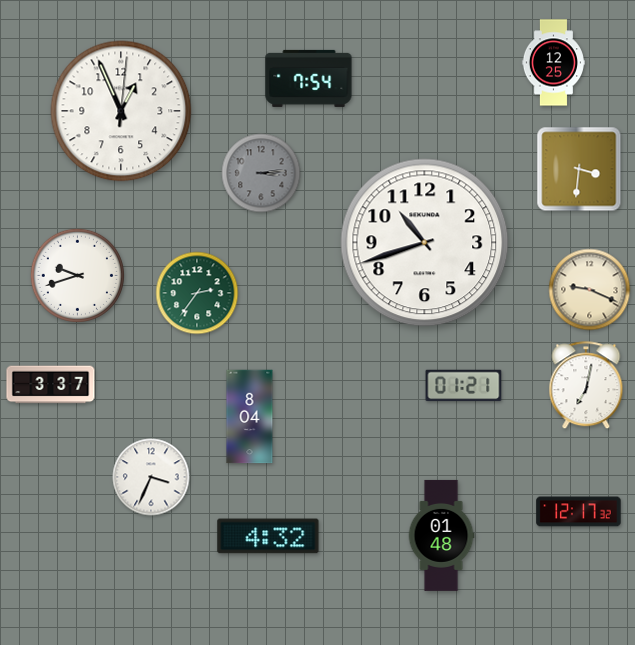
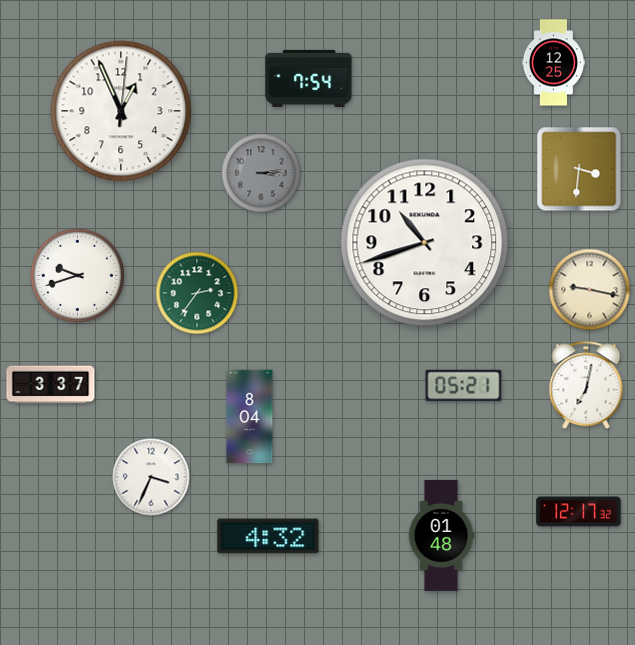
clock at (590, 290): 9:19 -> 9:17
clock at (464, 386): 01:21 -> 05:21
